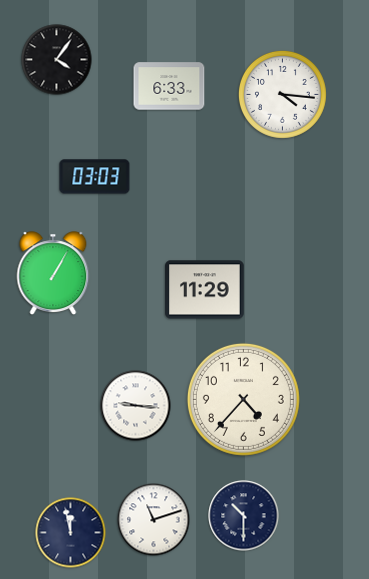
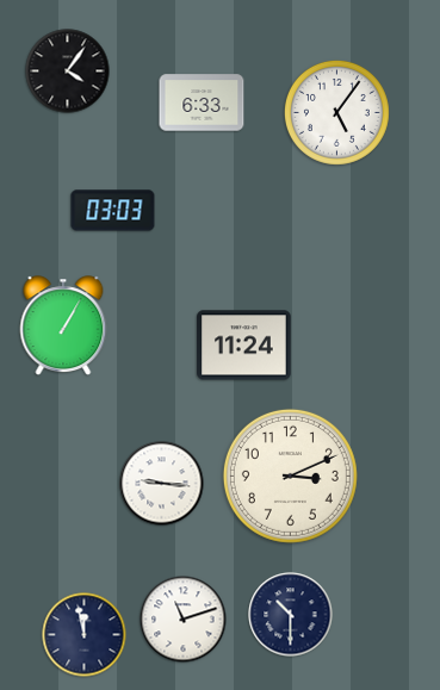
clock at (282, 94): 4:16 -> 5:06
clock at (205, 290): 11:29 -> 11:24
clock at (243, 399): 4:37 -> 3:11
